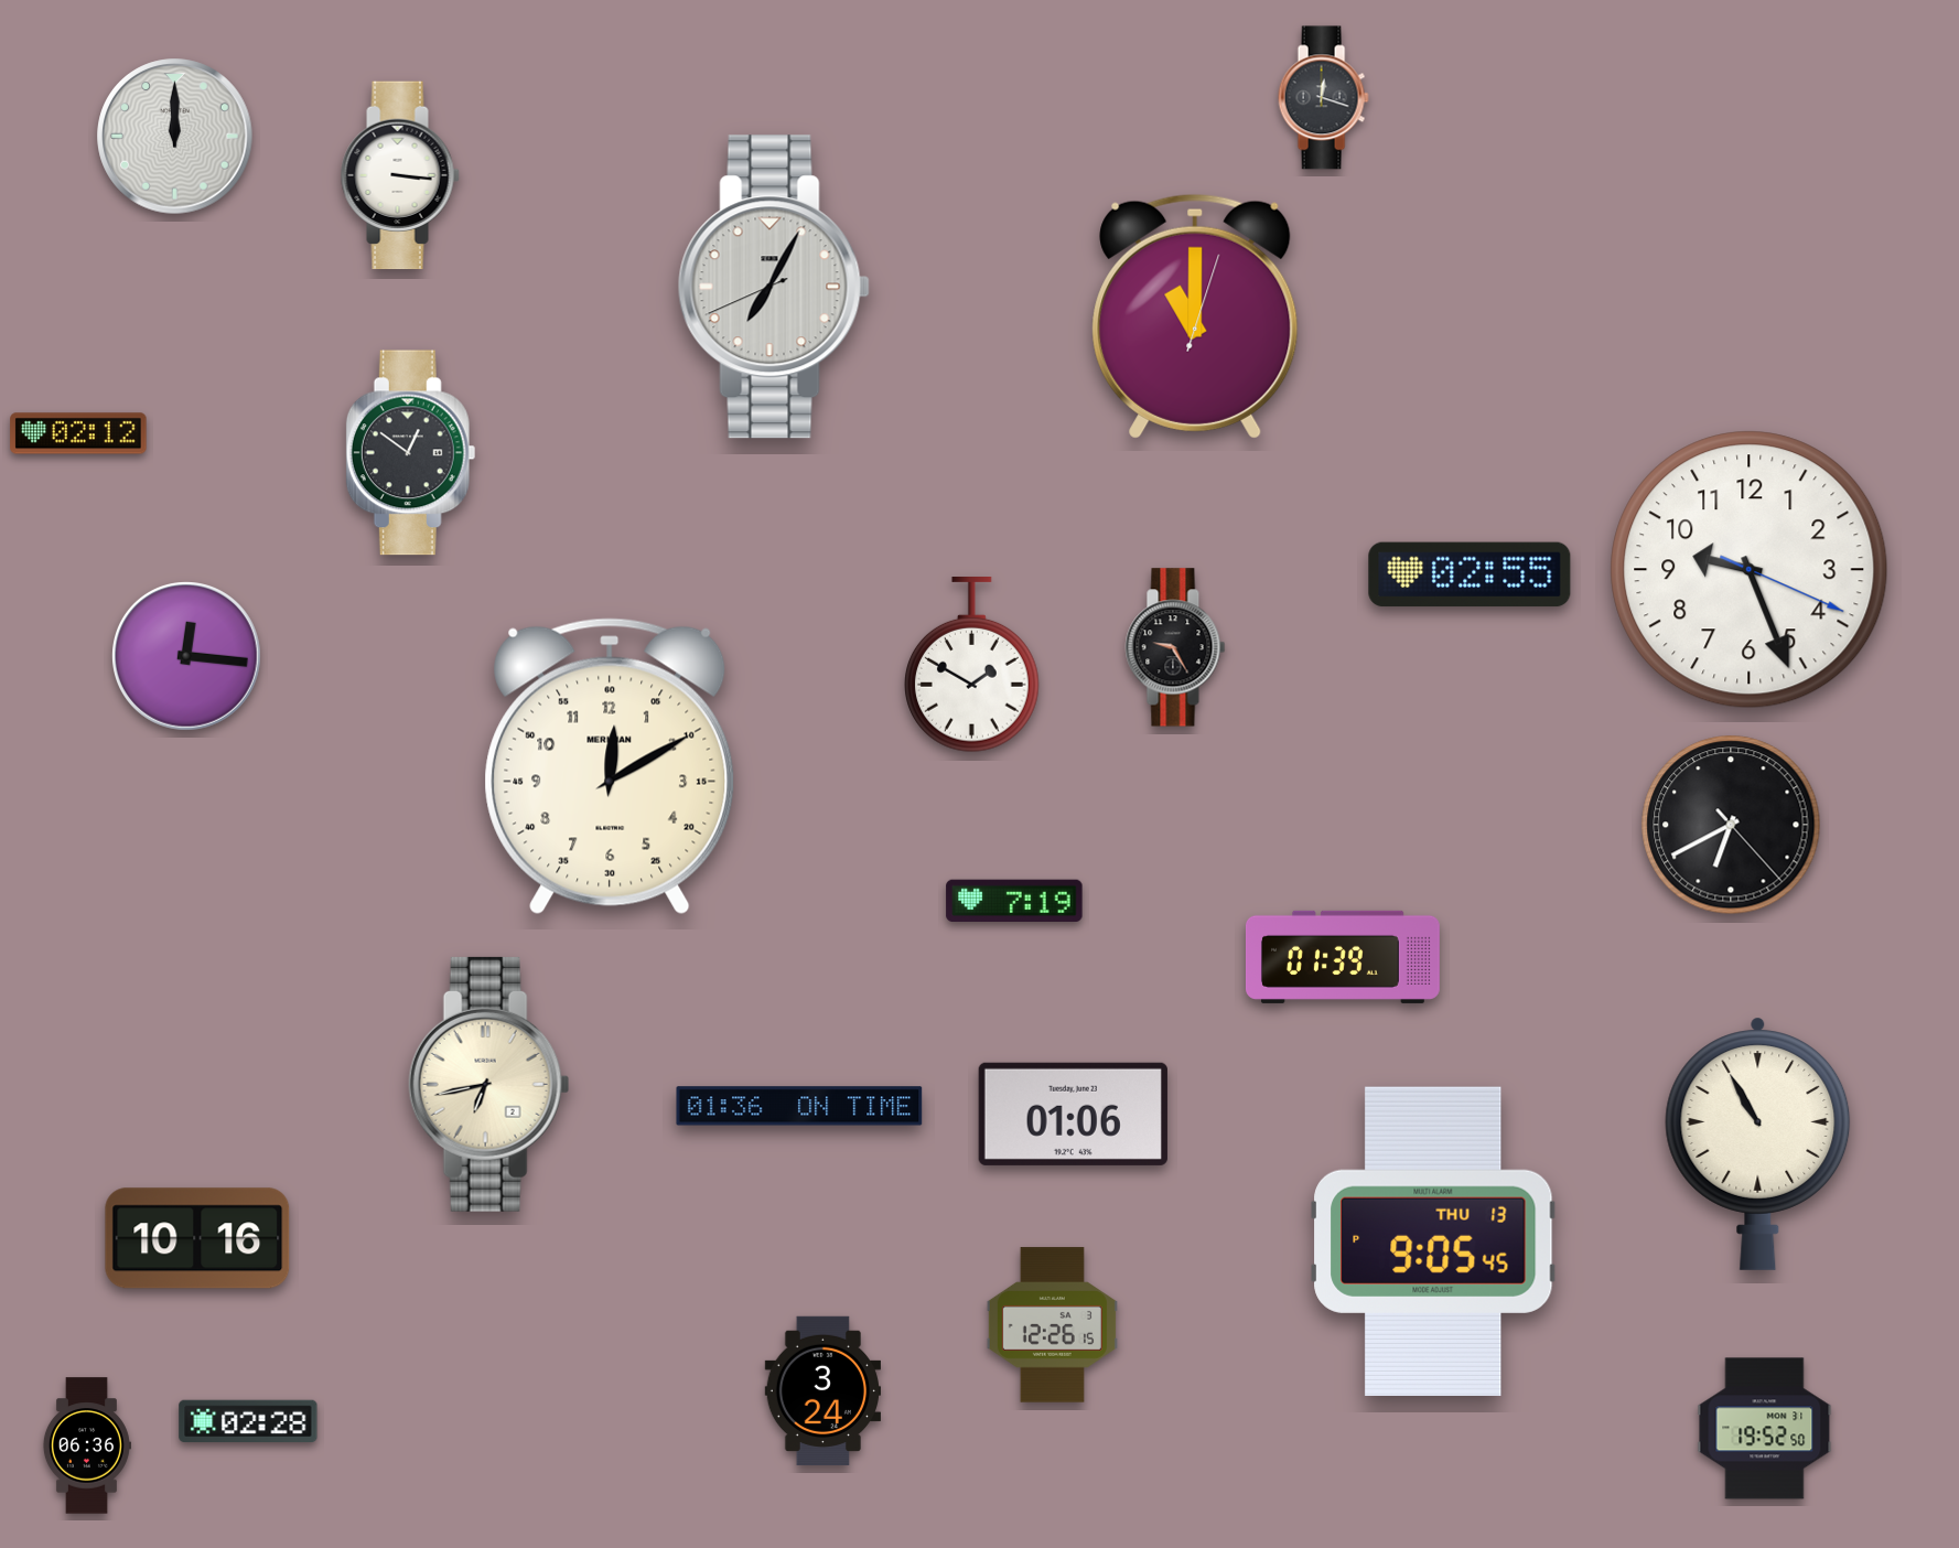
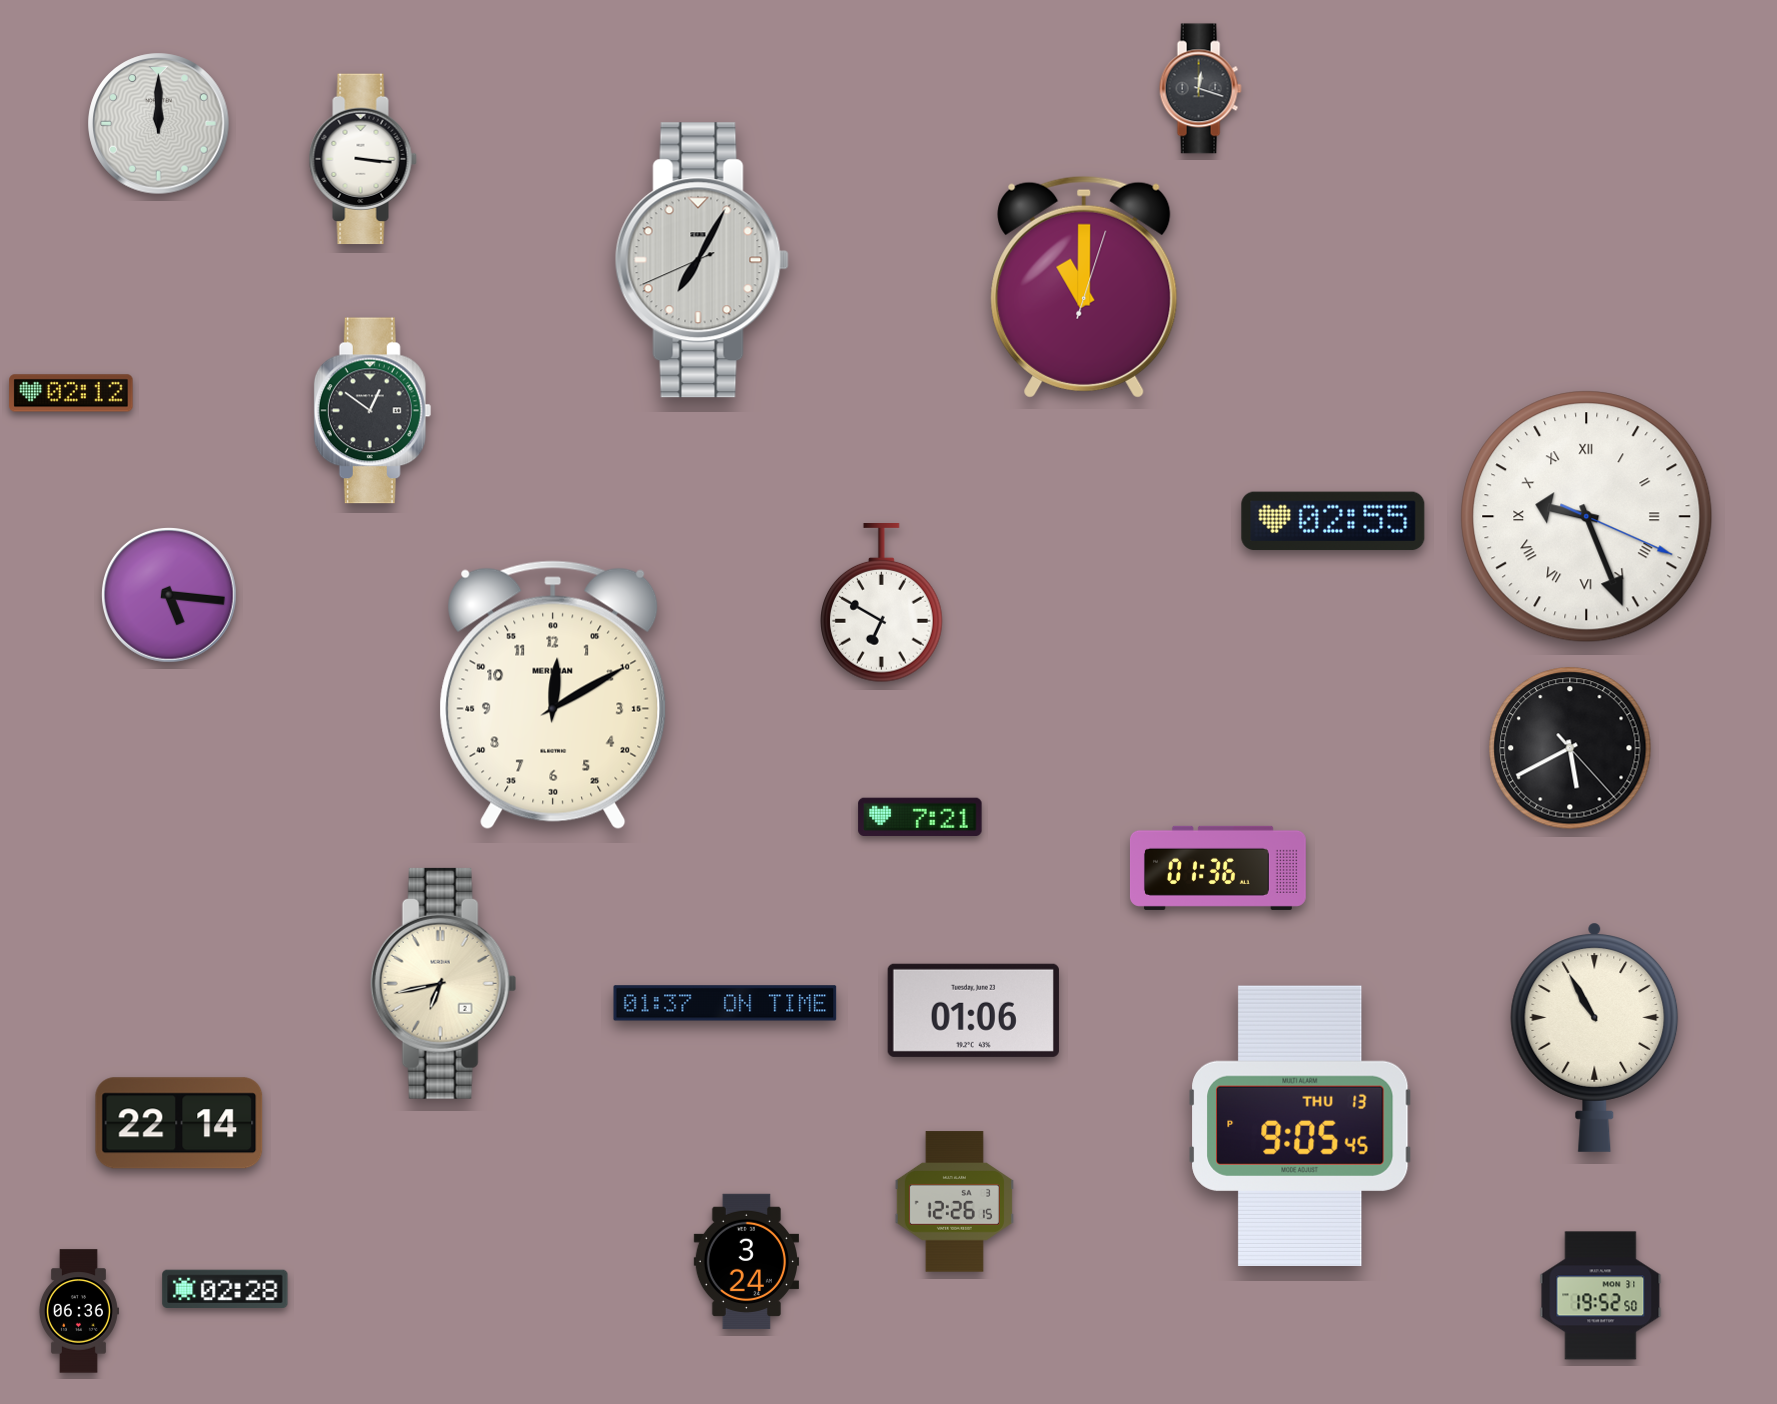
clock at (1750, 570) numerals: Arabic -> Roman
clock at (1175, 647): 9:25 -> none
clock at (187, 657): 12:16 -> 5:16
clock at (972, 666): 1:50 -> 6:50
clock at (1731, 825): 6:40 -> 5:40
clock at (1014, 900): 7:19 -> 7:21
clock at (1343, 957): 01:39 -> 01:36
clock at (799, 1106): 01:36 -> 01:37
clock at (197, 1238): 10:16 -> 22:14
